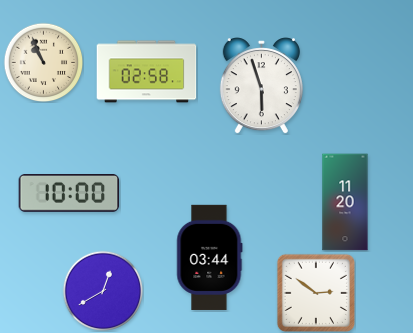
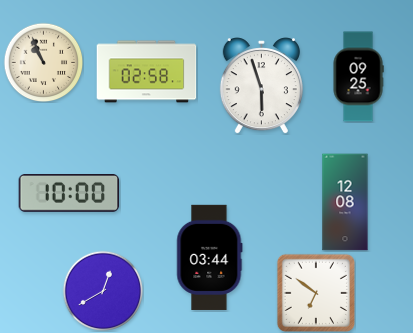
clock at (358, 77): none -> 09:25
clock at (345, 202): 11:20 -> 12:08
clock at (316, 293): 2:51 -> 6:51
